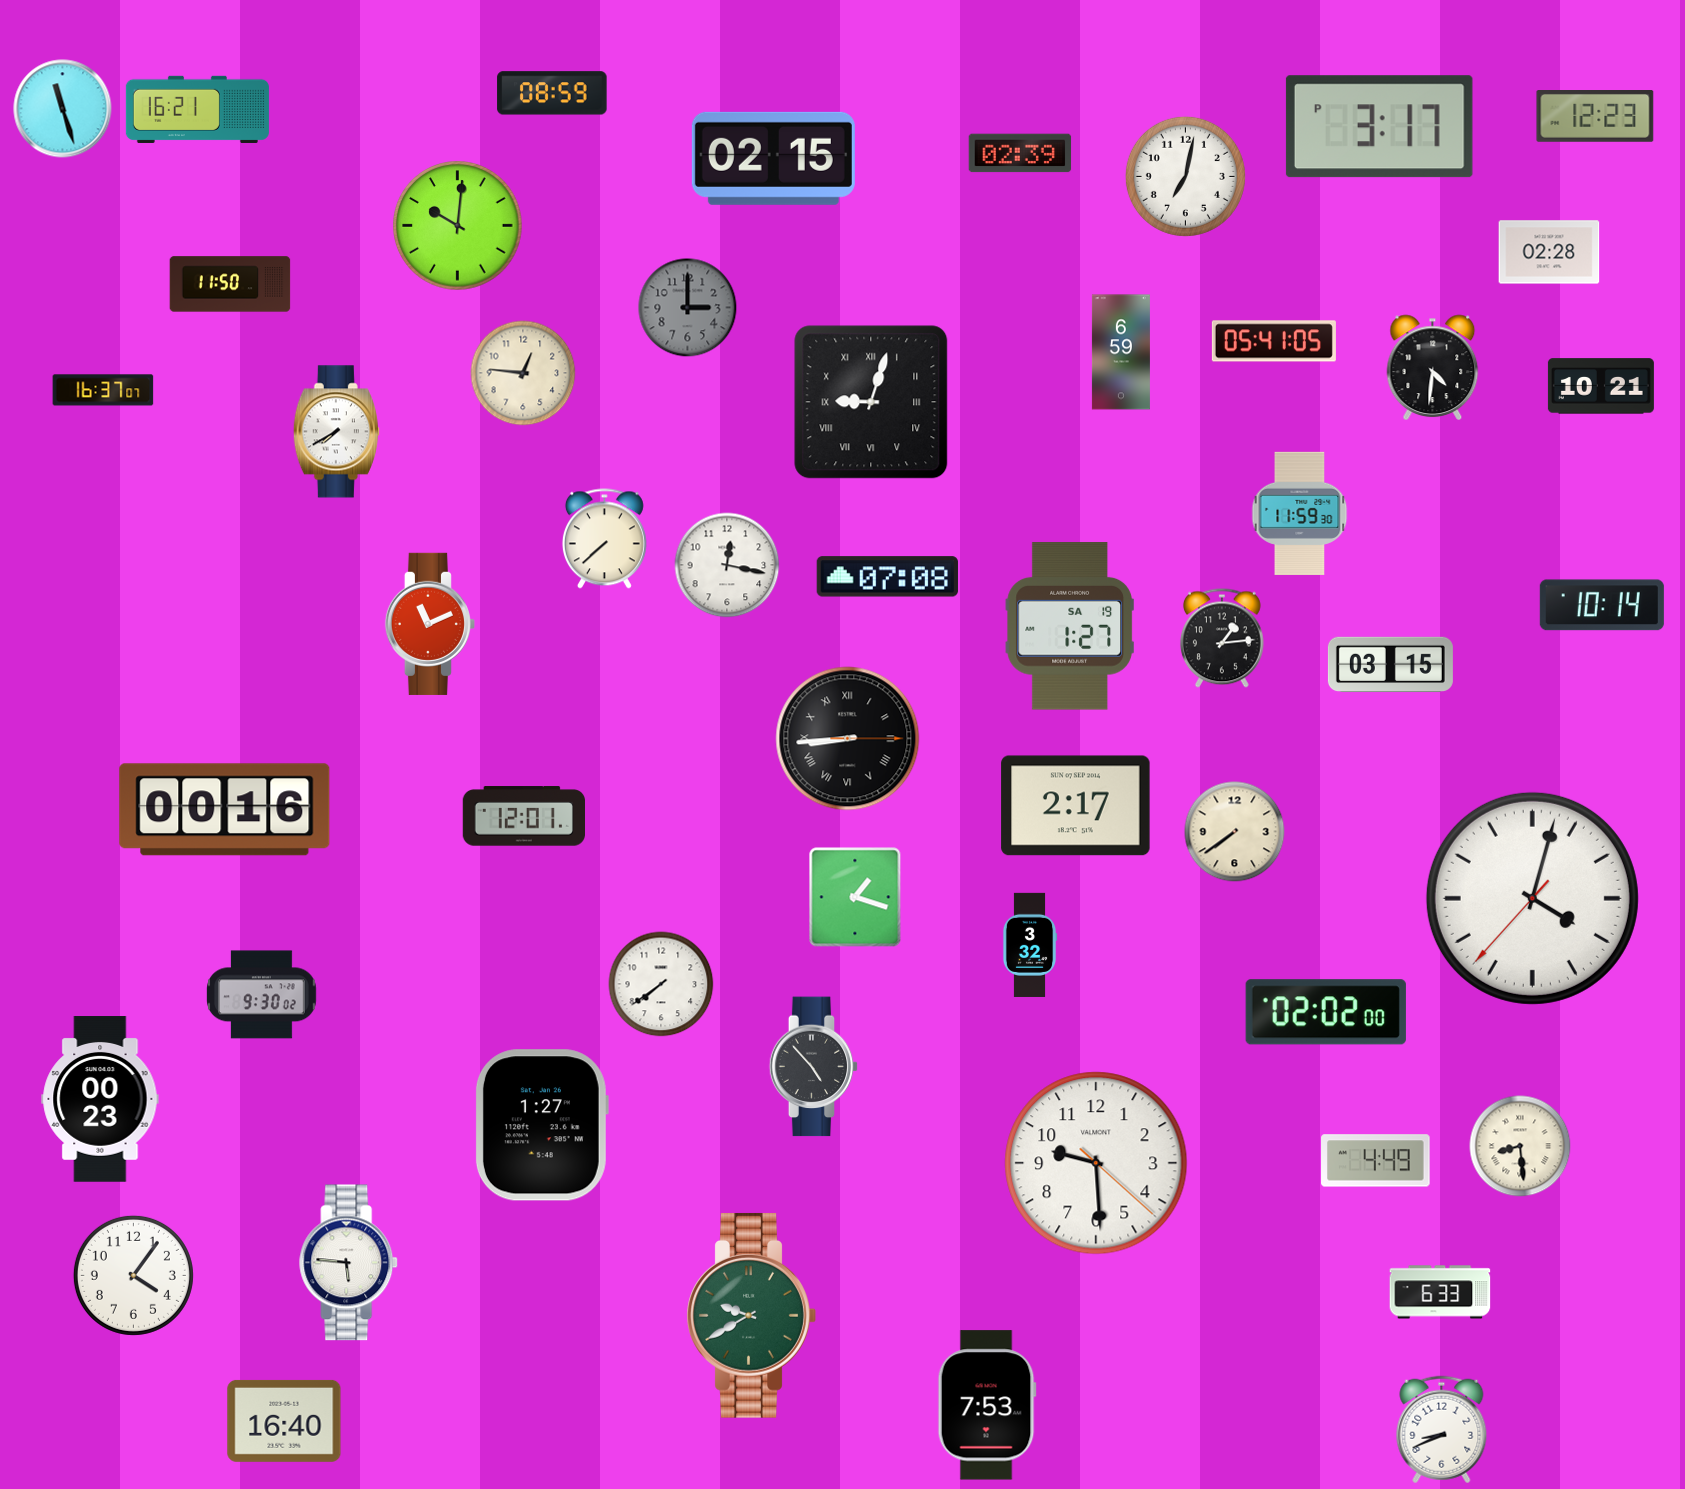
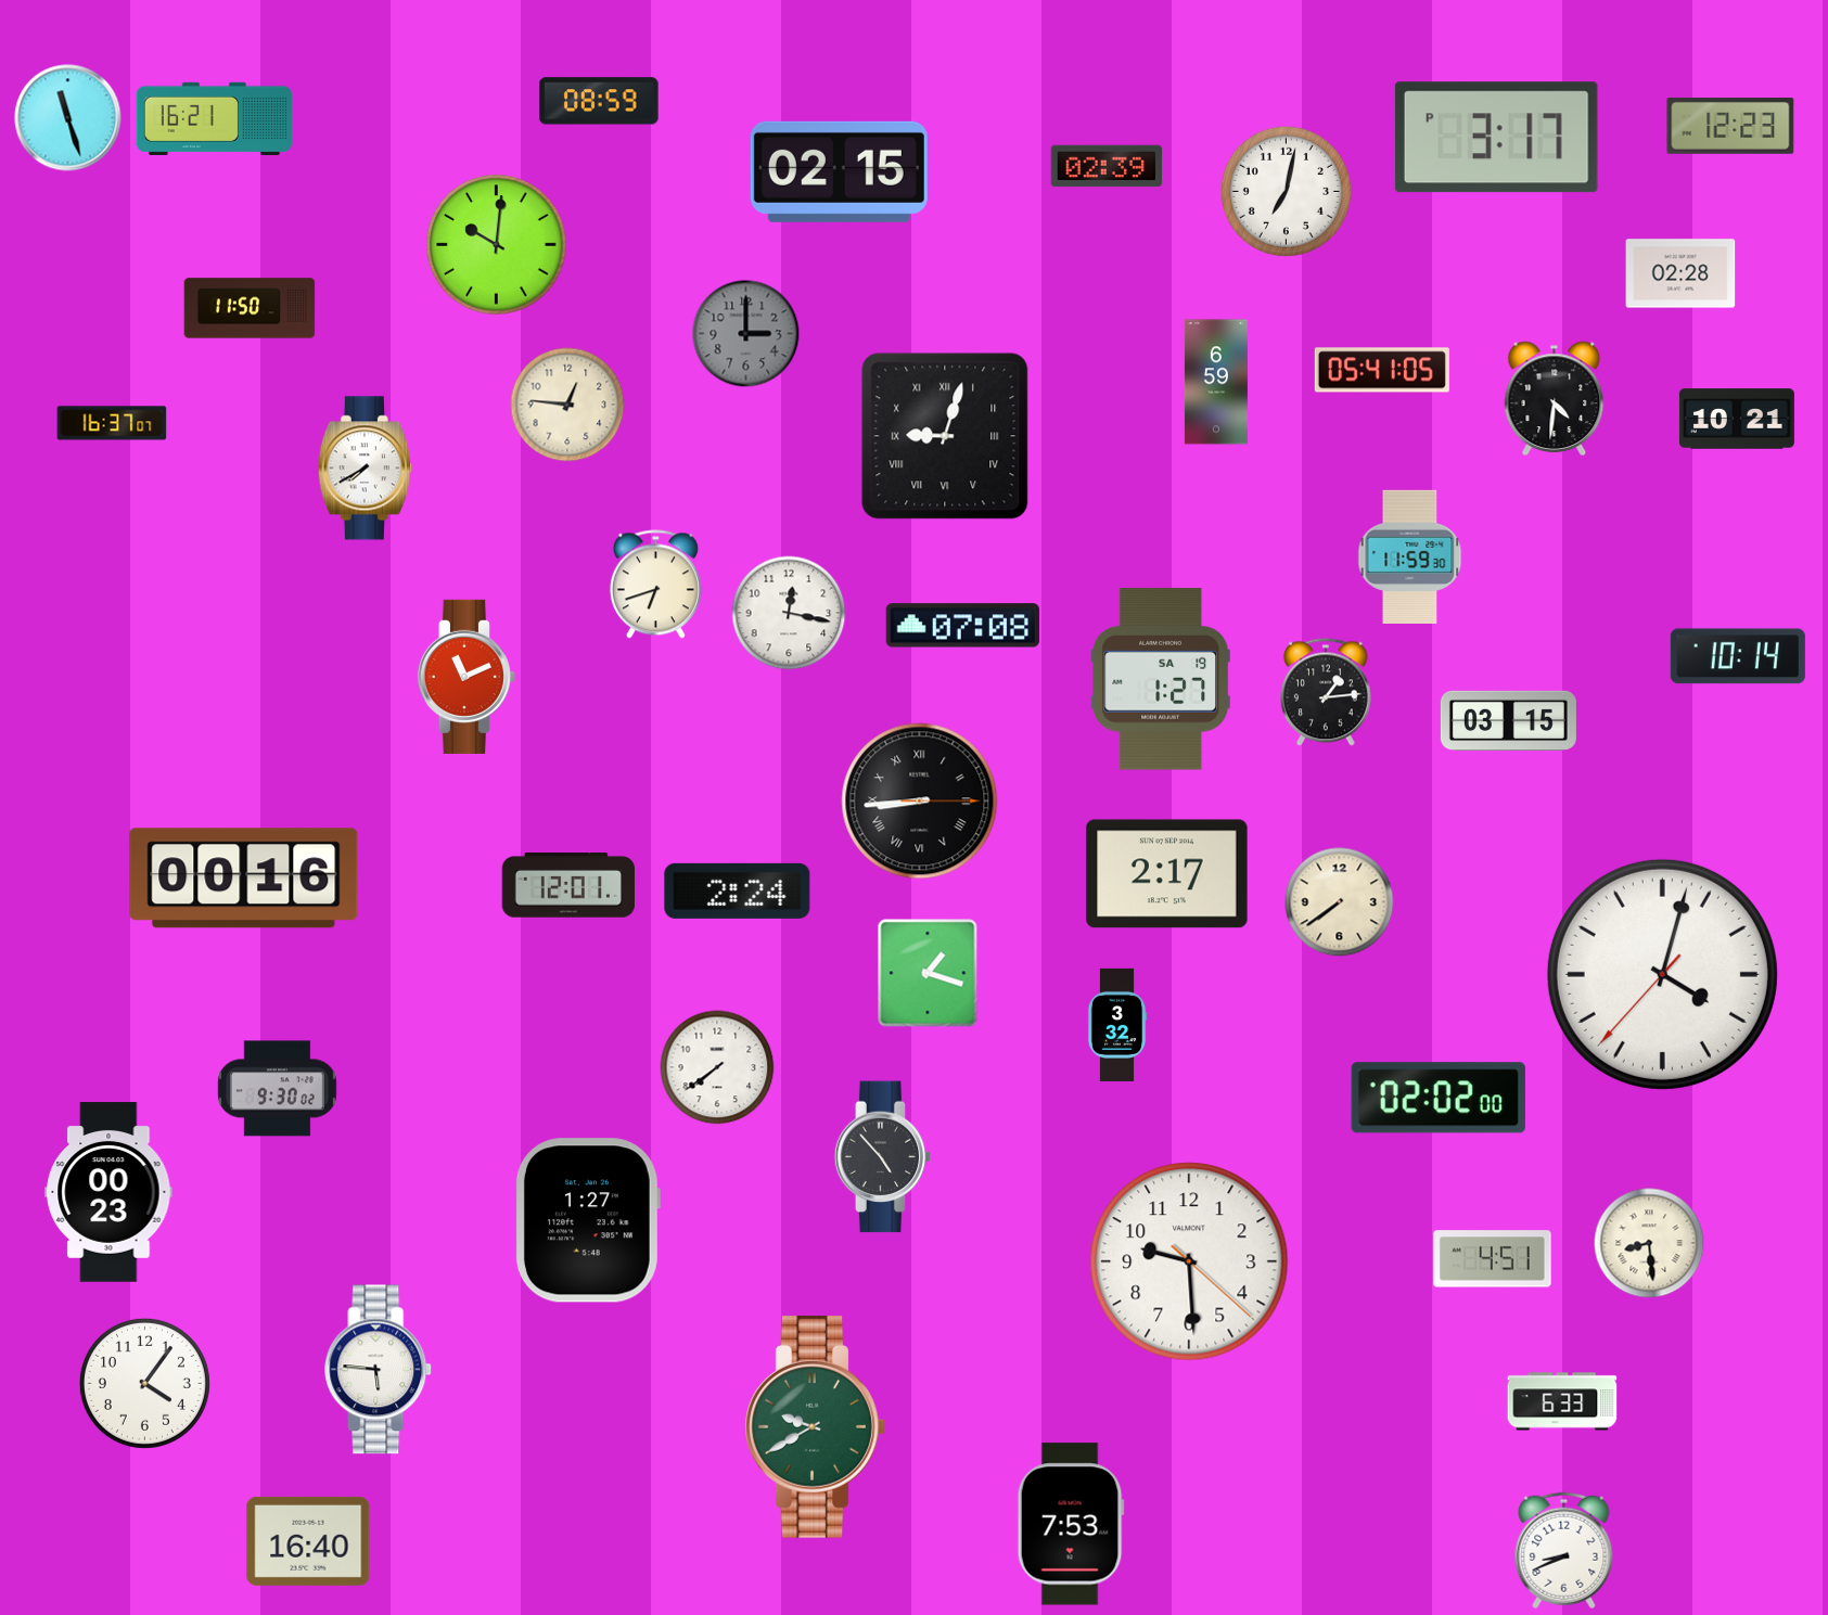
clock at (604, 539): 7:38 -> 6:42
clock at (738, 890): none -> 2:24
clock at (262, 995) position: (262, 995) -> (278, 1089)
clock at (1376, 1161): 4:49 -> 4:51
